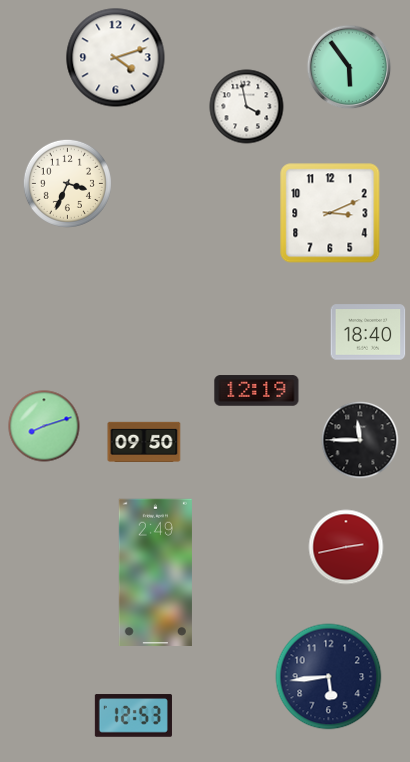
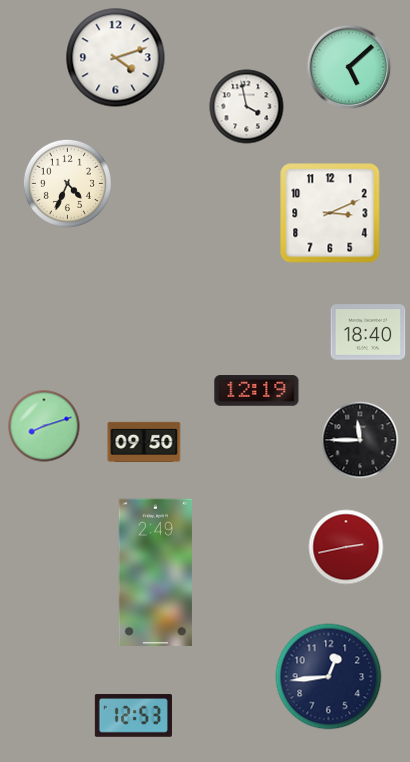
clock at (349, 67): 5:54 -> 5:08
clock at (67, 183): 3:34 -> 4:34
clock at (329, 677): 5:44 -> 12:44
